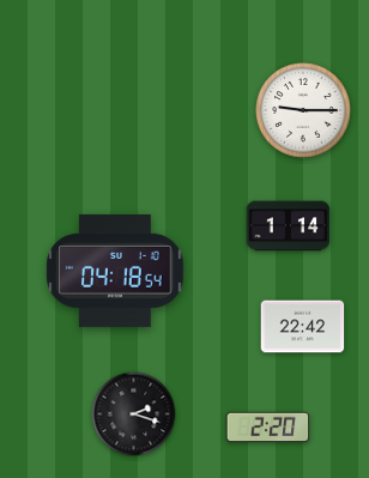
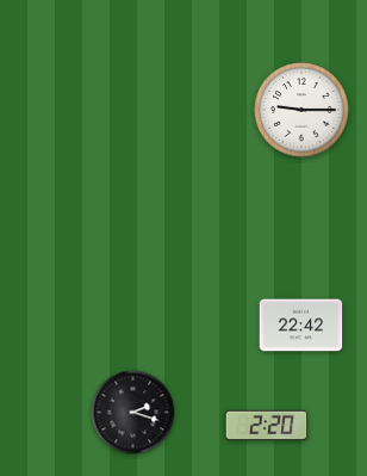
clock at (289, 226): 1:14 -> none
clock at (115, 271): 04:18 -> none
